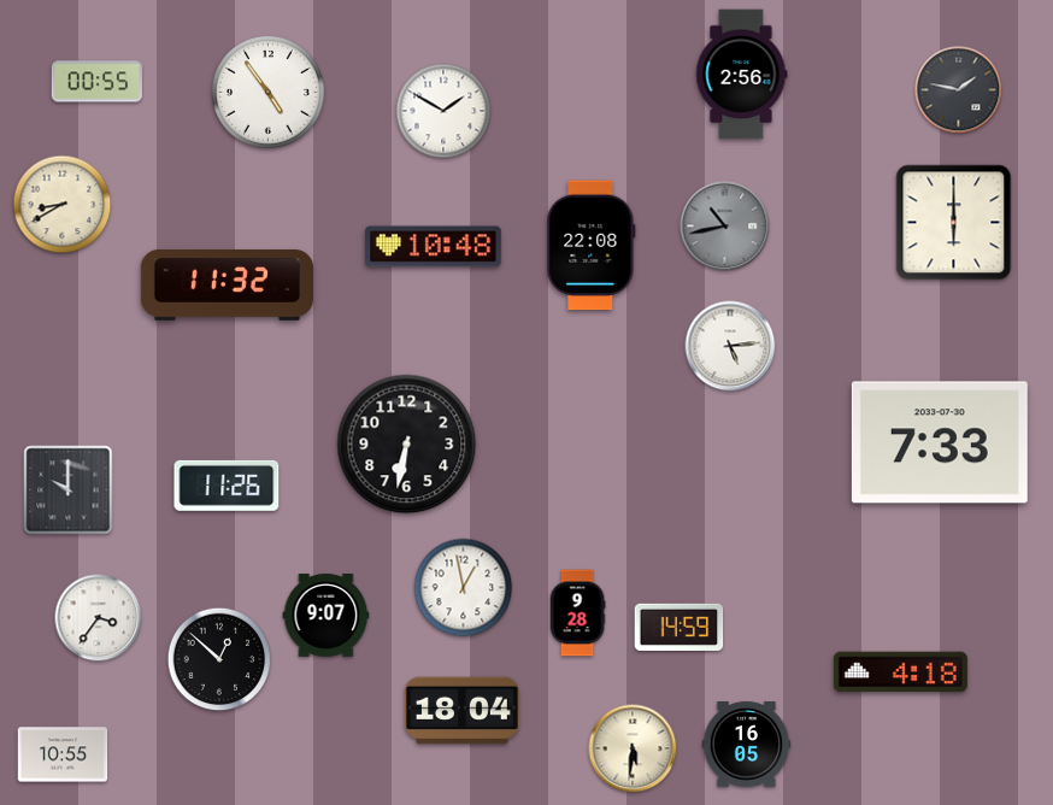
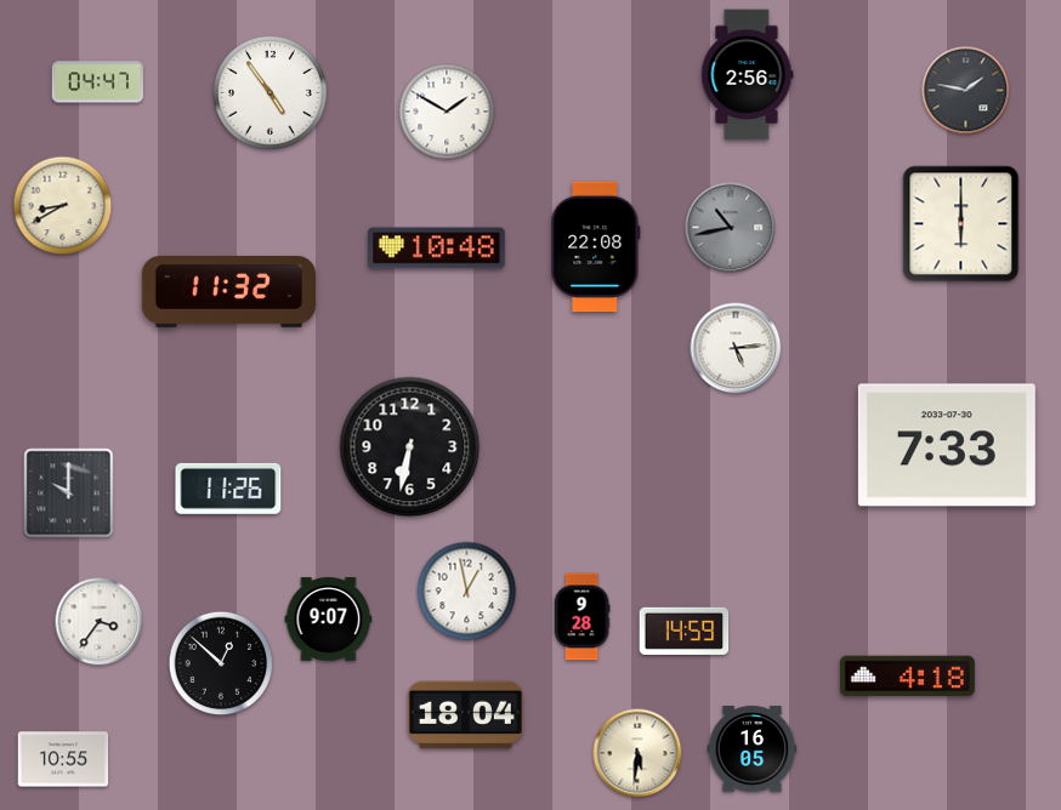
clock at (96, 82): 00:55 -> 04:47
clock at (227, 286) position: (227, 286) -> (228, 292)
